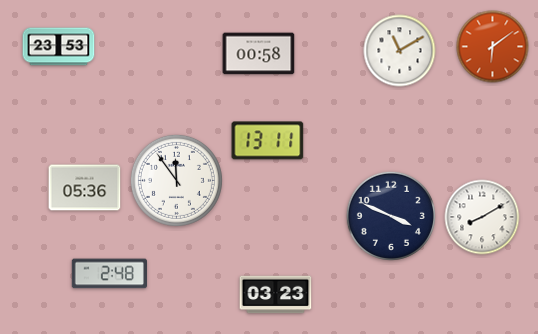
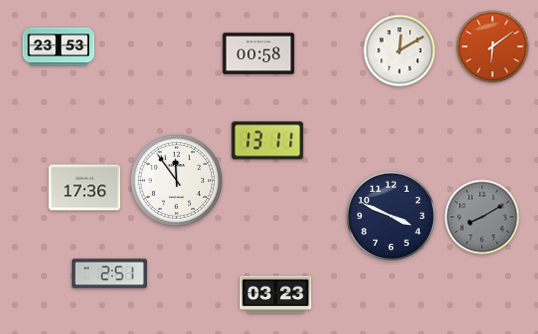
clock at (400, 51): 11:10 -> 12:10
clock at (85, 188): 05:36 -> 17:36
clock at (482, 217) dial: white -> grey
clock at (109, 274): 2:48 -> 2:51
